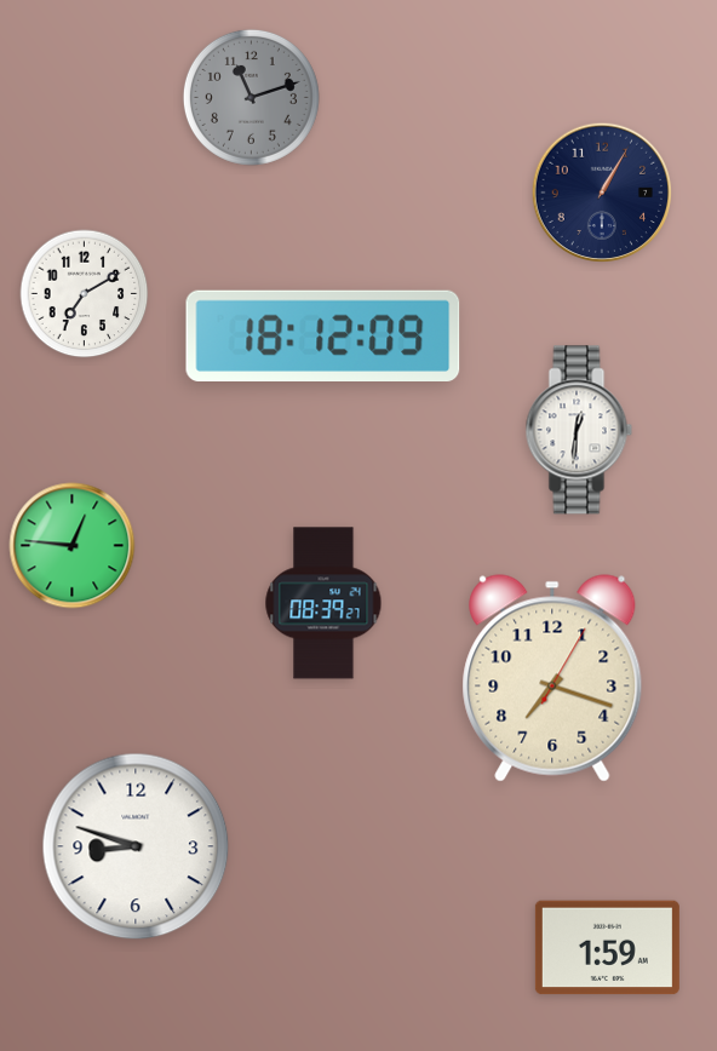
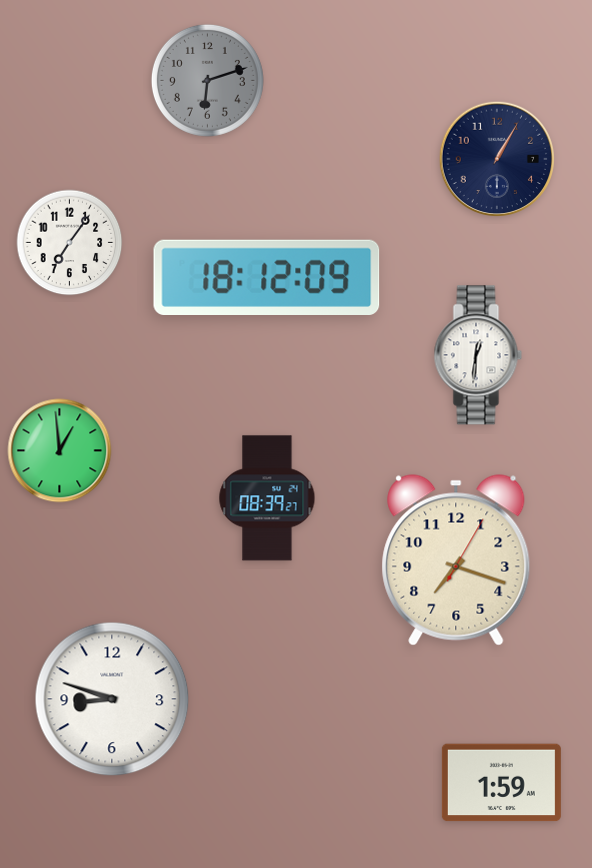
clock at (251, 97): 11:12 -> 6:12
clock at (85, 294): 7:10 -> 7:06
clock at (73, 546): 12:46 -> 12:59
